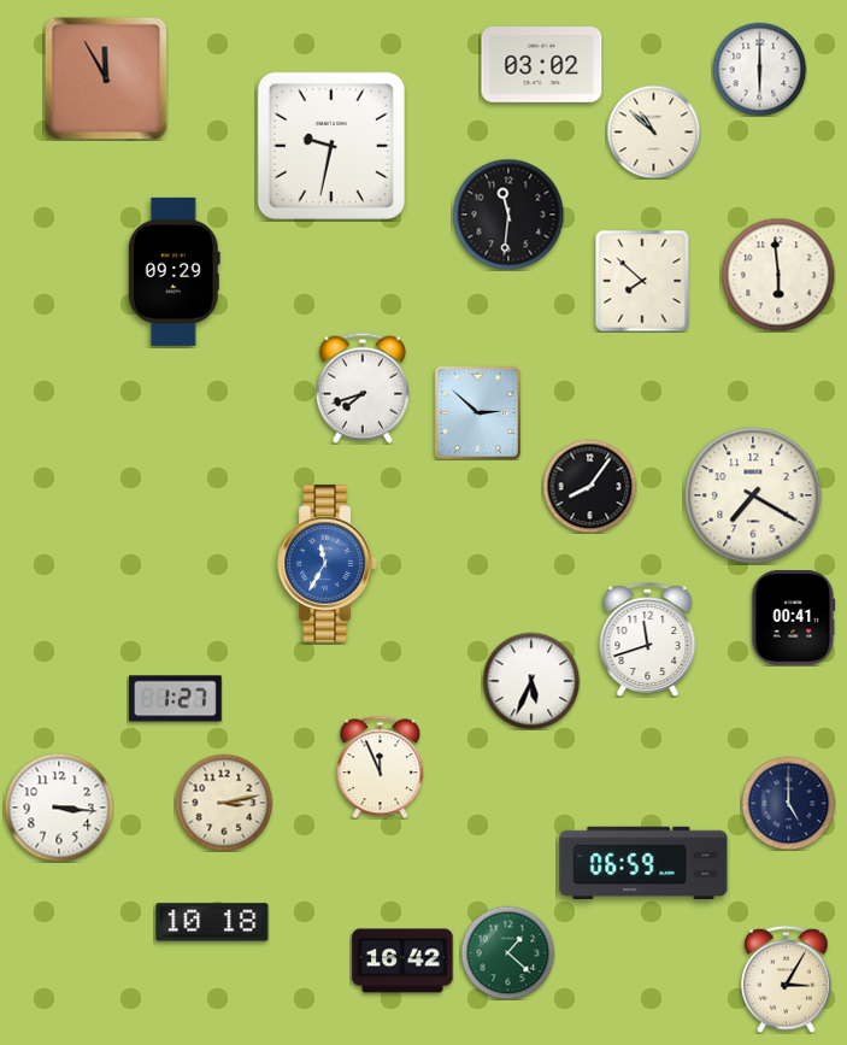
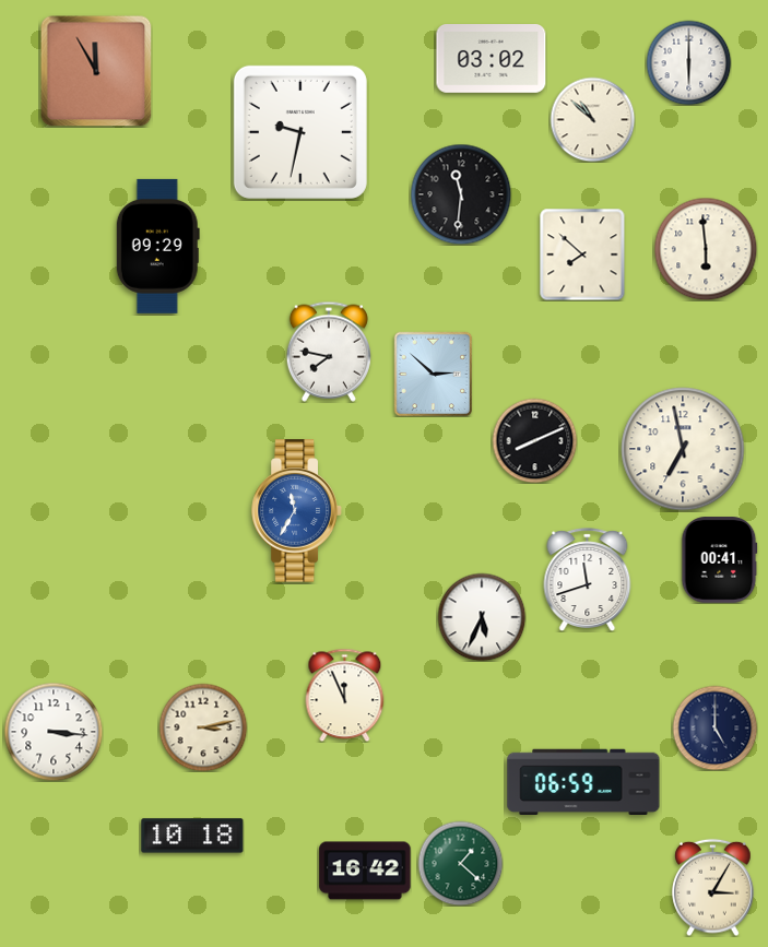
clock at (363, 388): 7:42 -> 7:47
clock at (589, 486): 8:06 -> 8:11
clock at (753, 495): 7:20 -> 6:58
clock at (175, 699): 1:27 -> none
